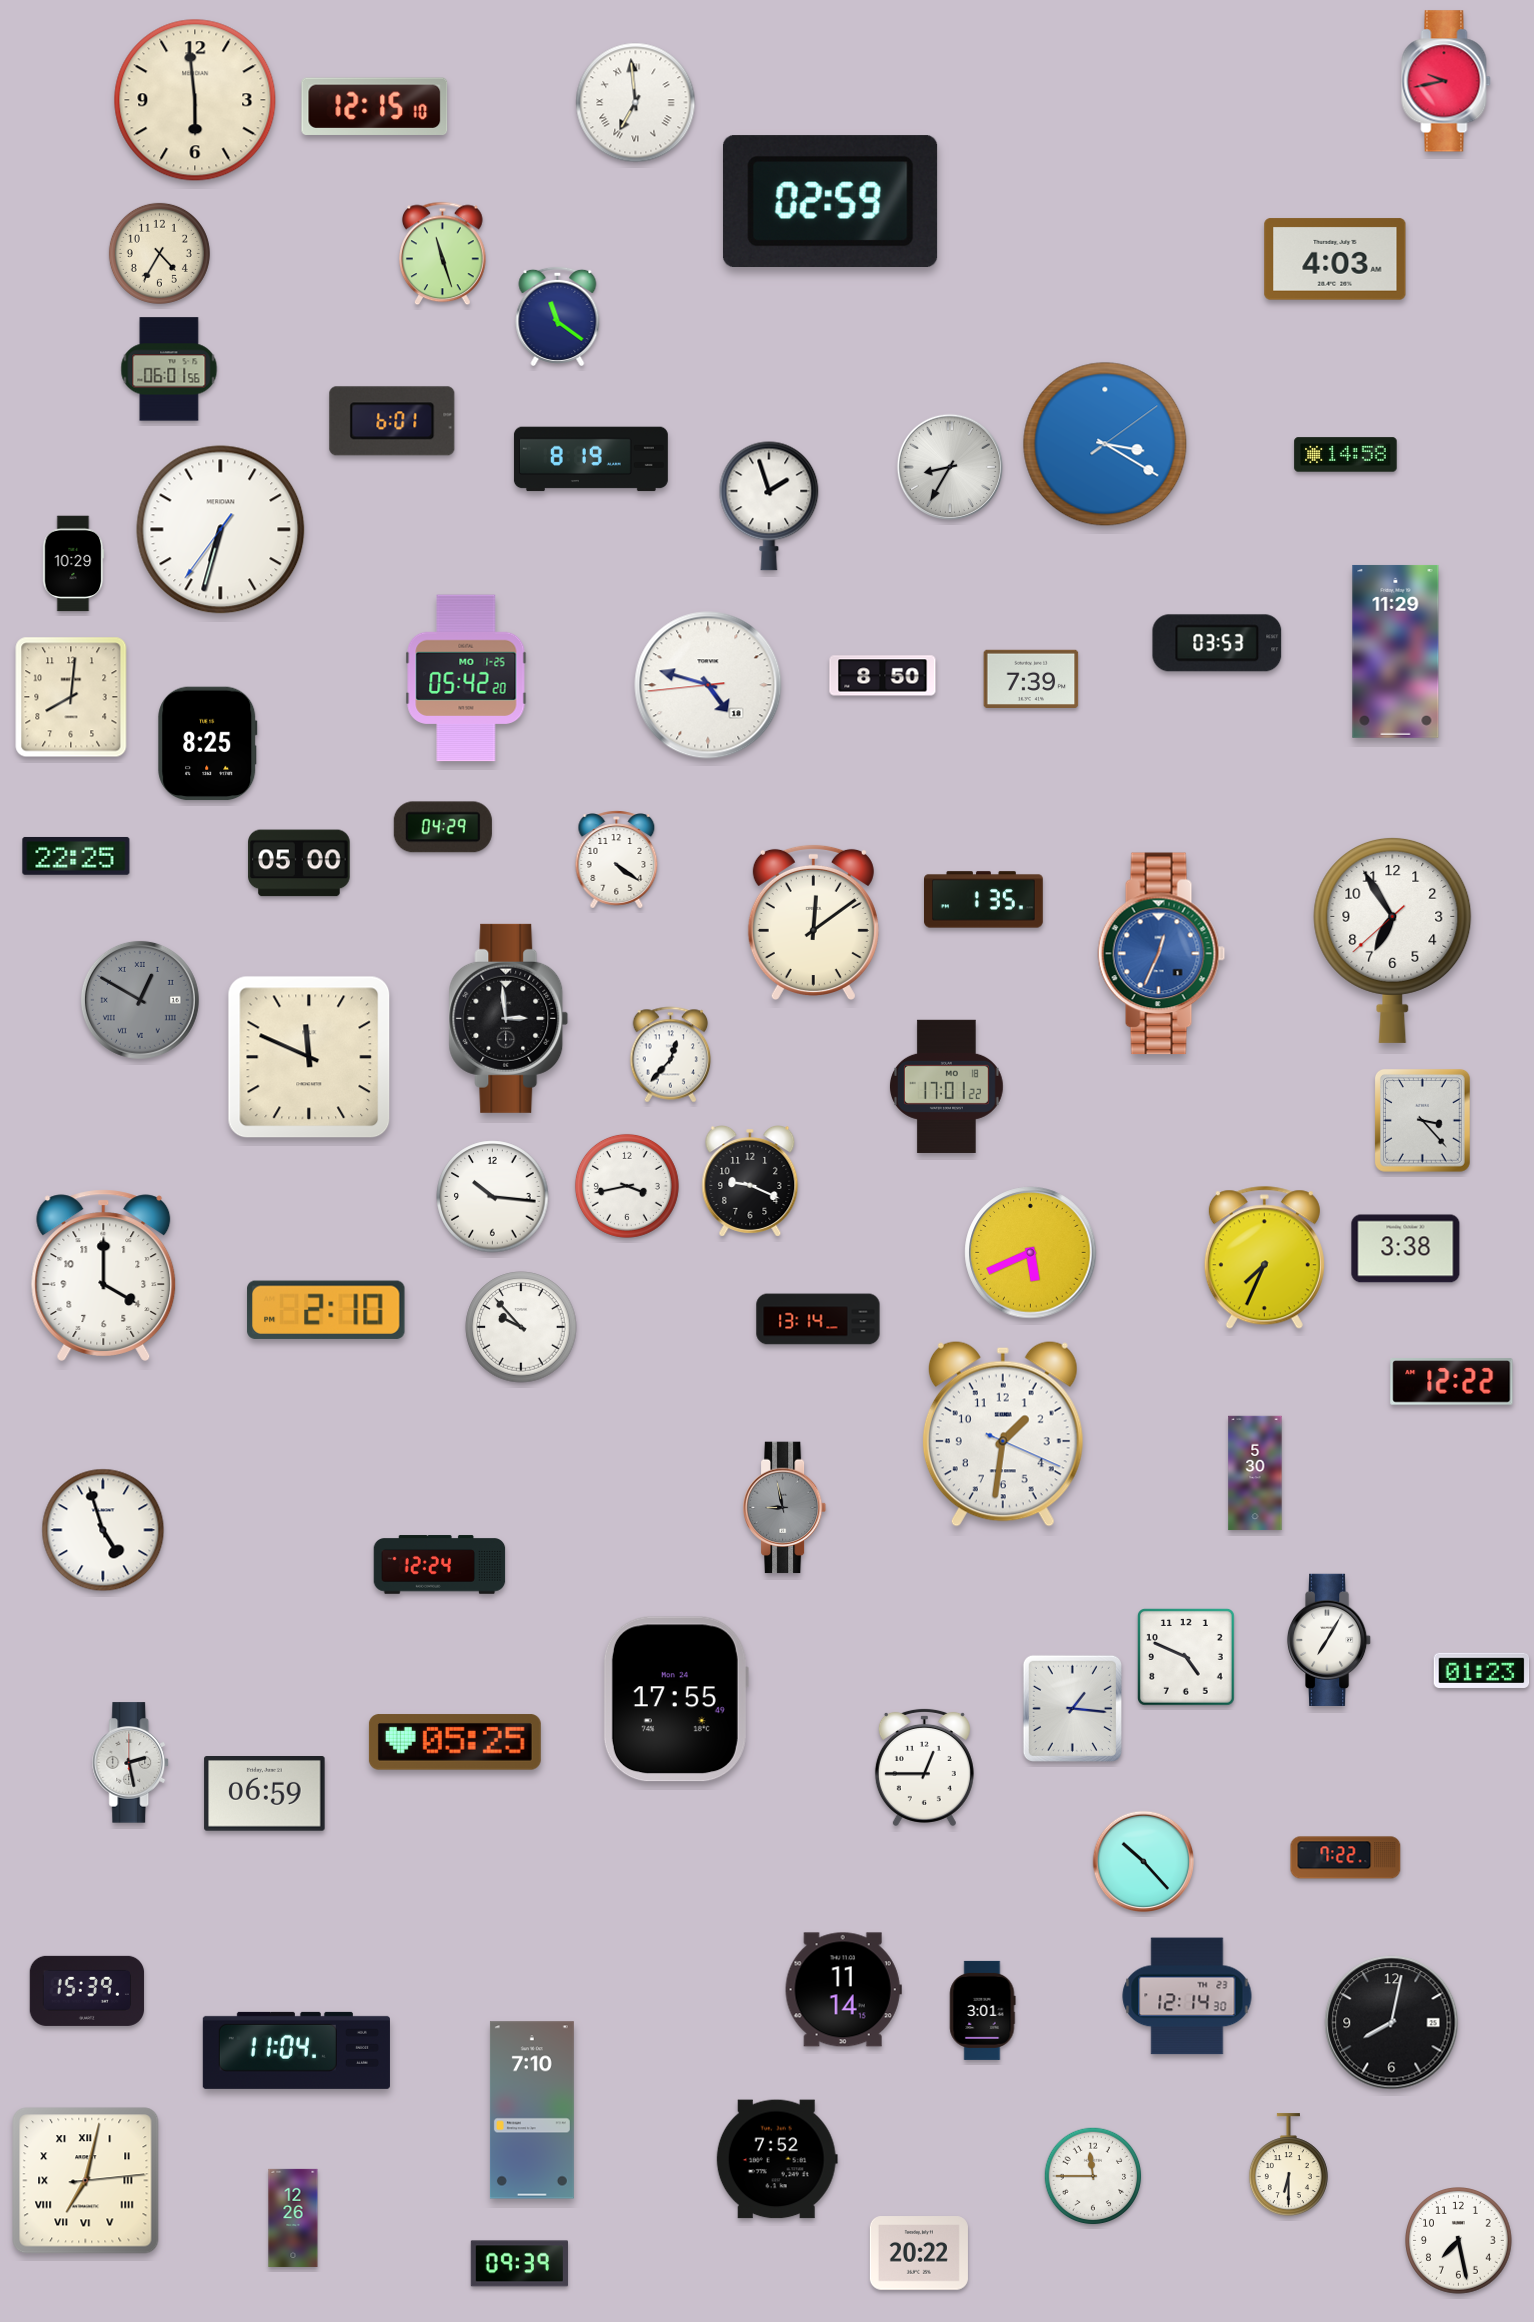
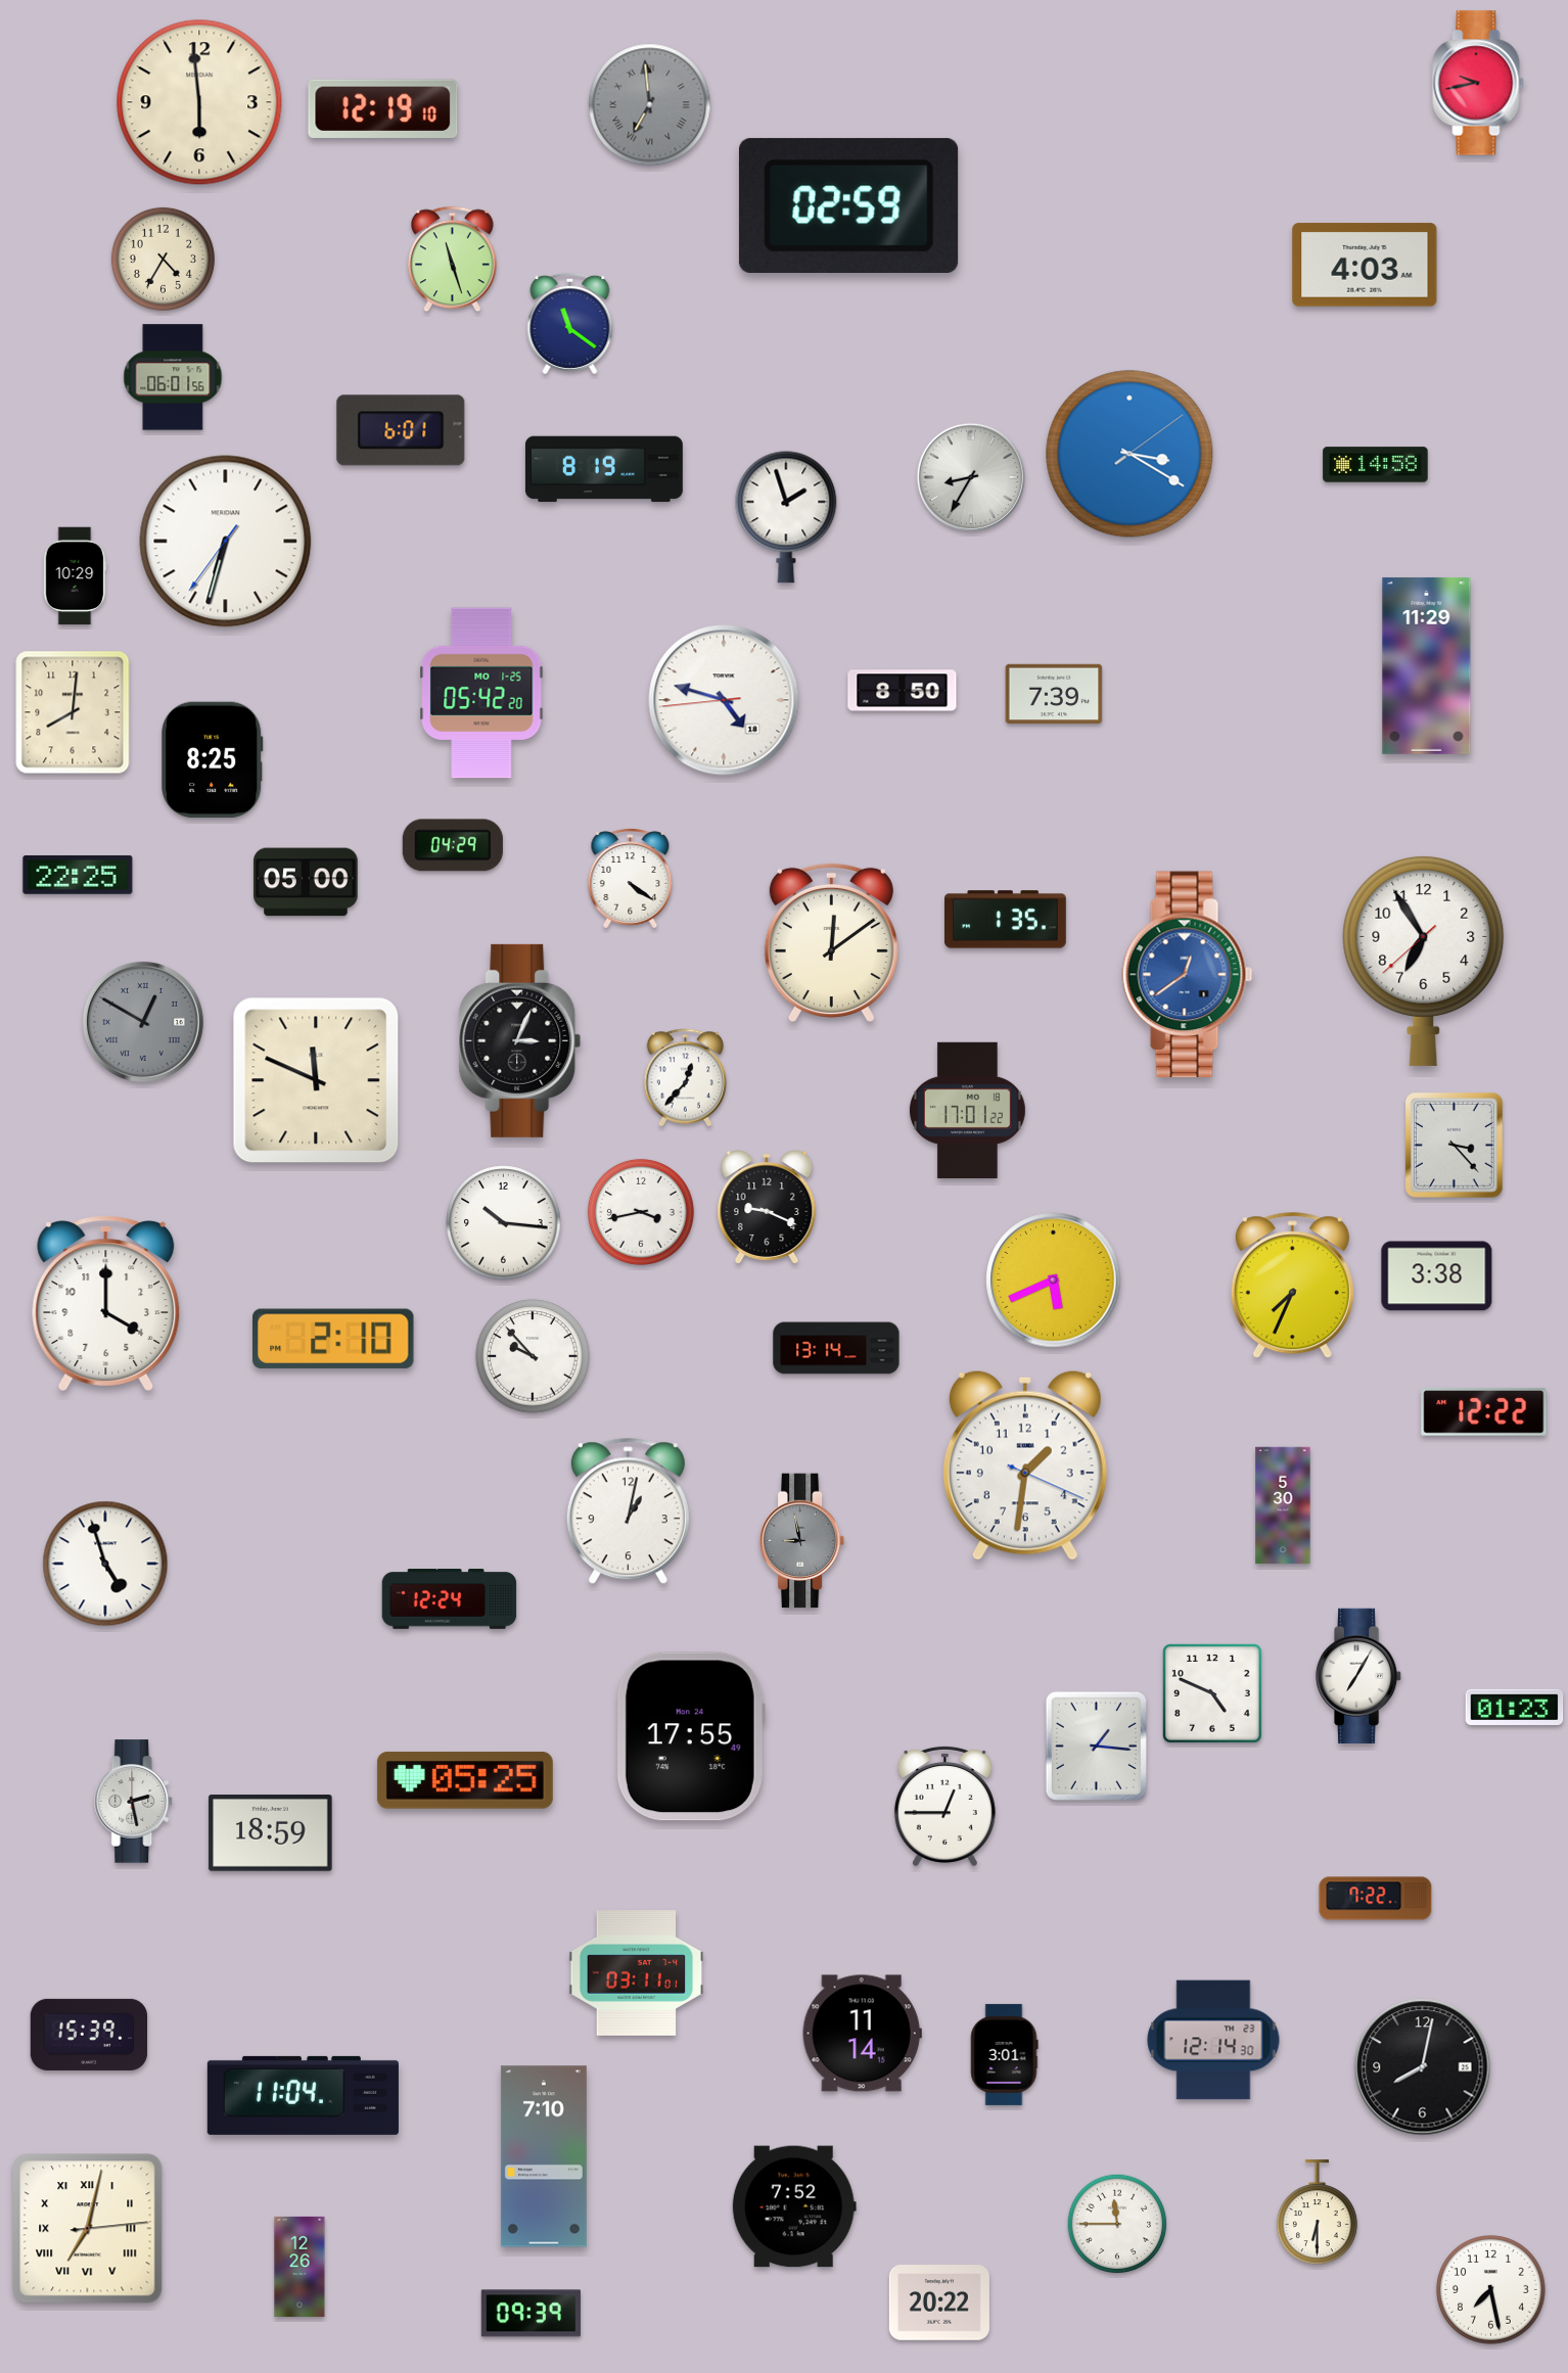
clock at (636, 103) dial: white -> grey
clock at (375, 106): 12:15 -> 12:19
clock at (1217, 643): 03:53 -> none
clock at (466, 678) position: (466, 678) -> (481, 693)
clock at (1162, 954): 12:34 -> 12:39
clock at (509, 1018): 2:59 -> 3:04
clock at (628, 1511): none -> 1:02
clock at (265, 1794): 06:59 -> 18:59
clock at (1144, 1862): 10:23 -> none
clock at (637, 1973): none -> 03:11
